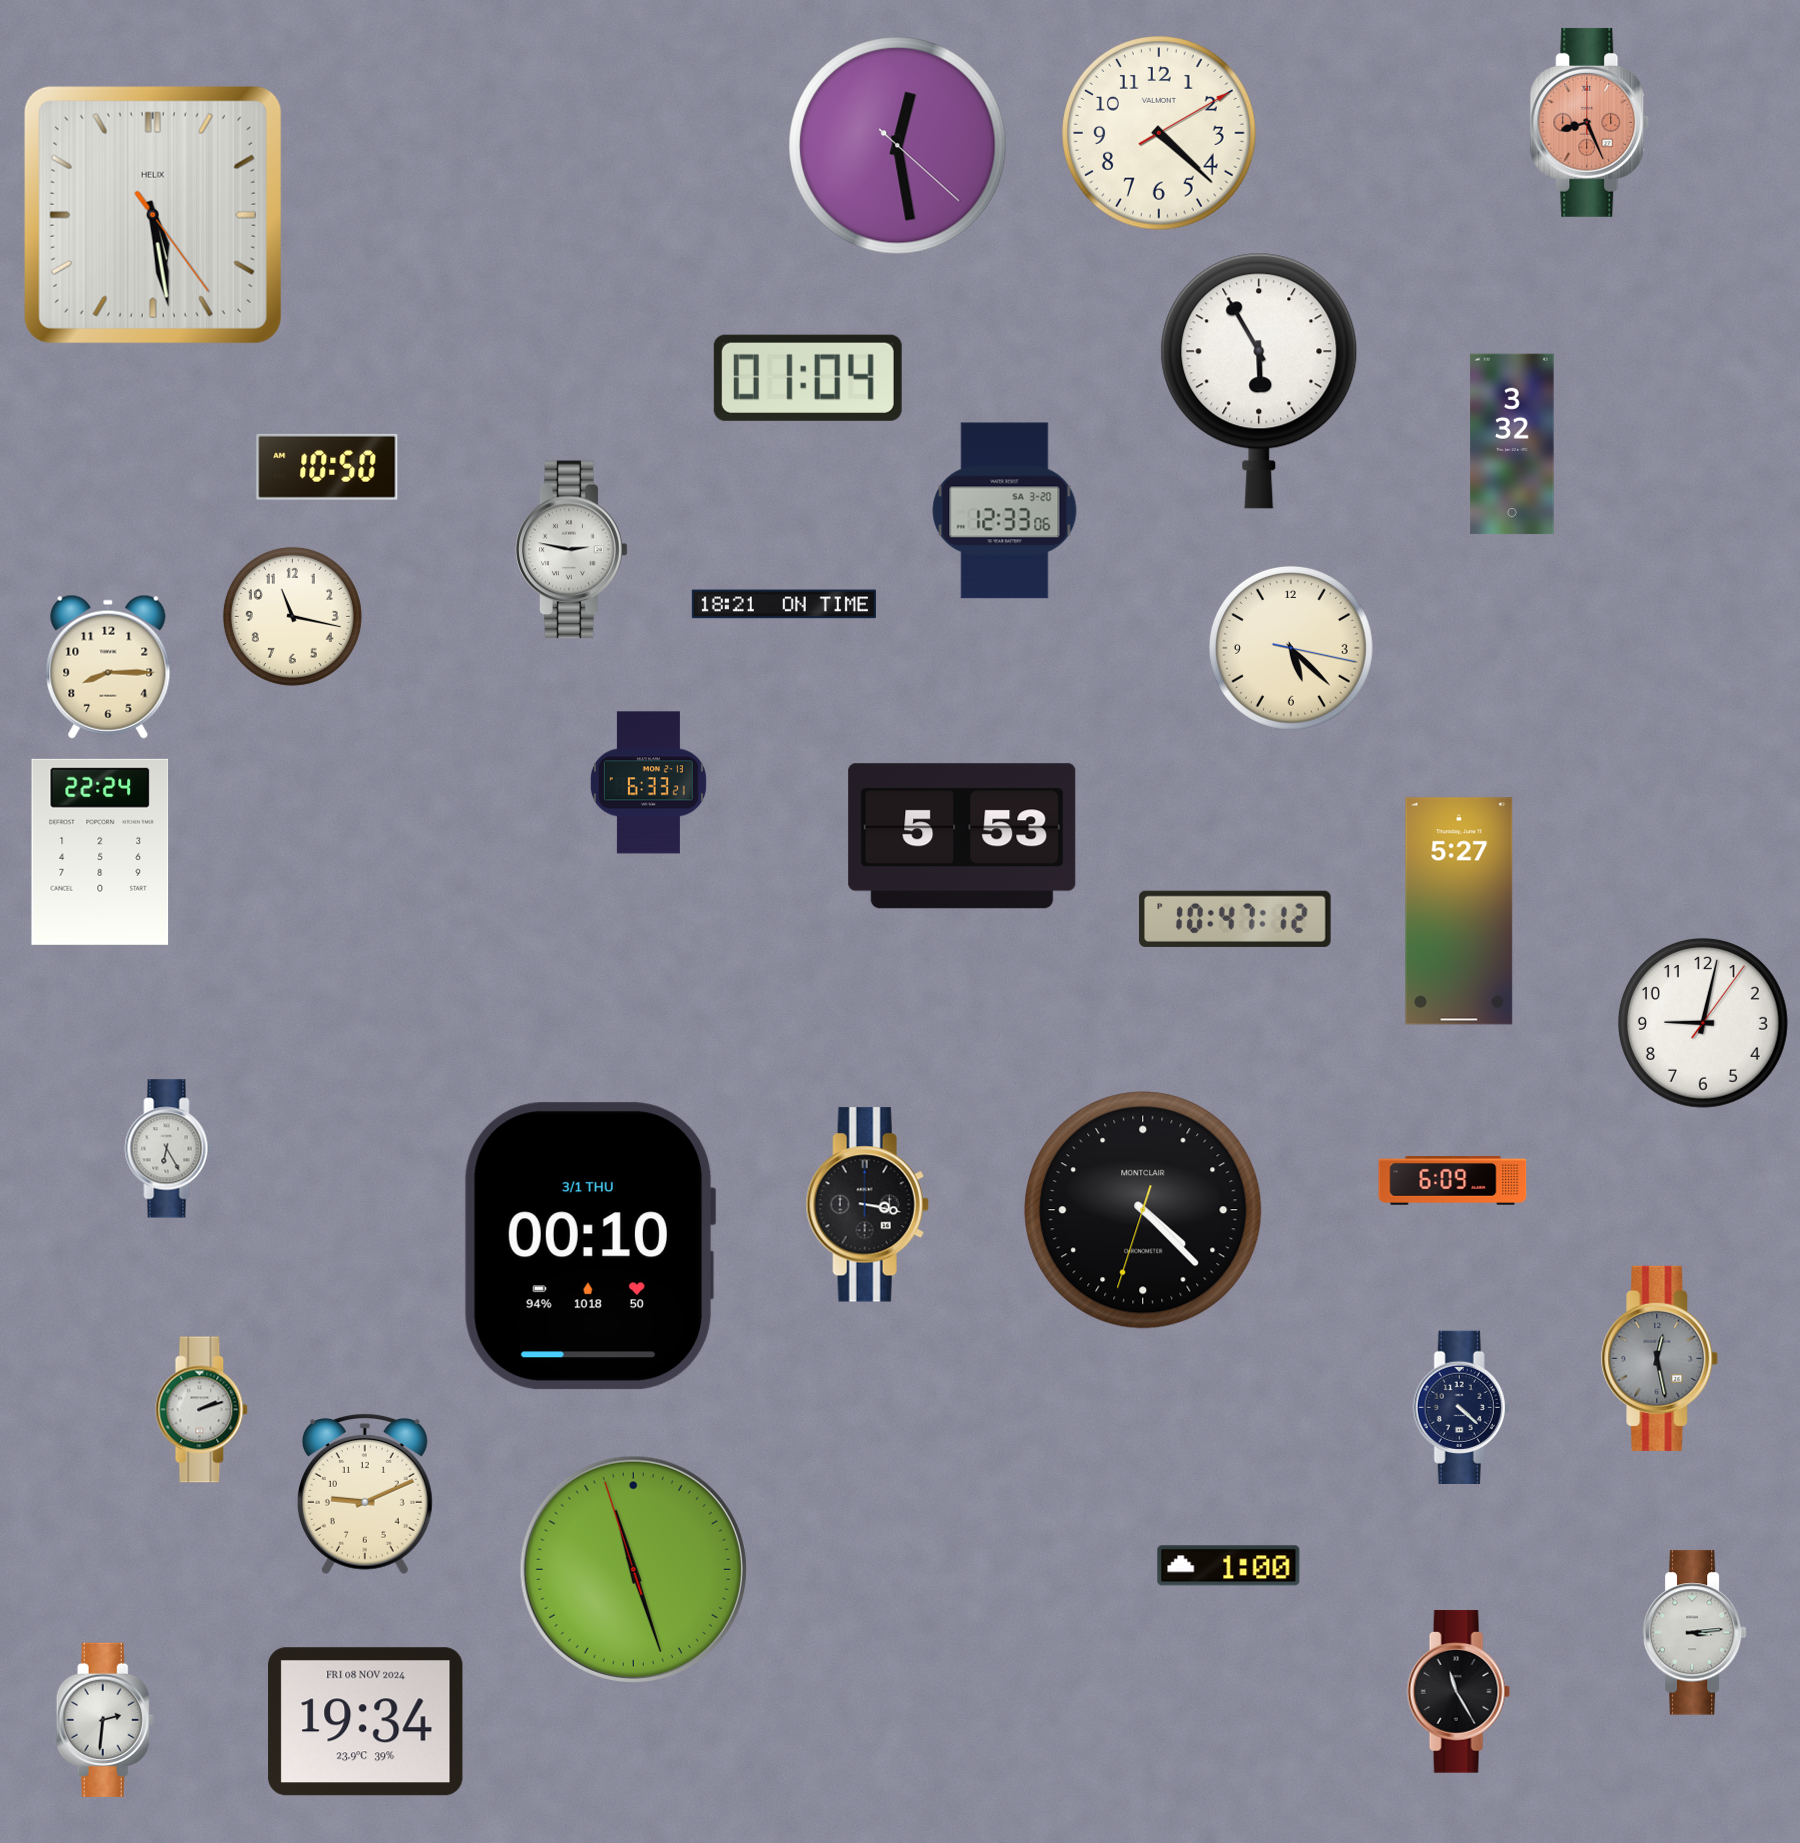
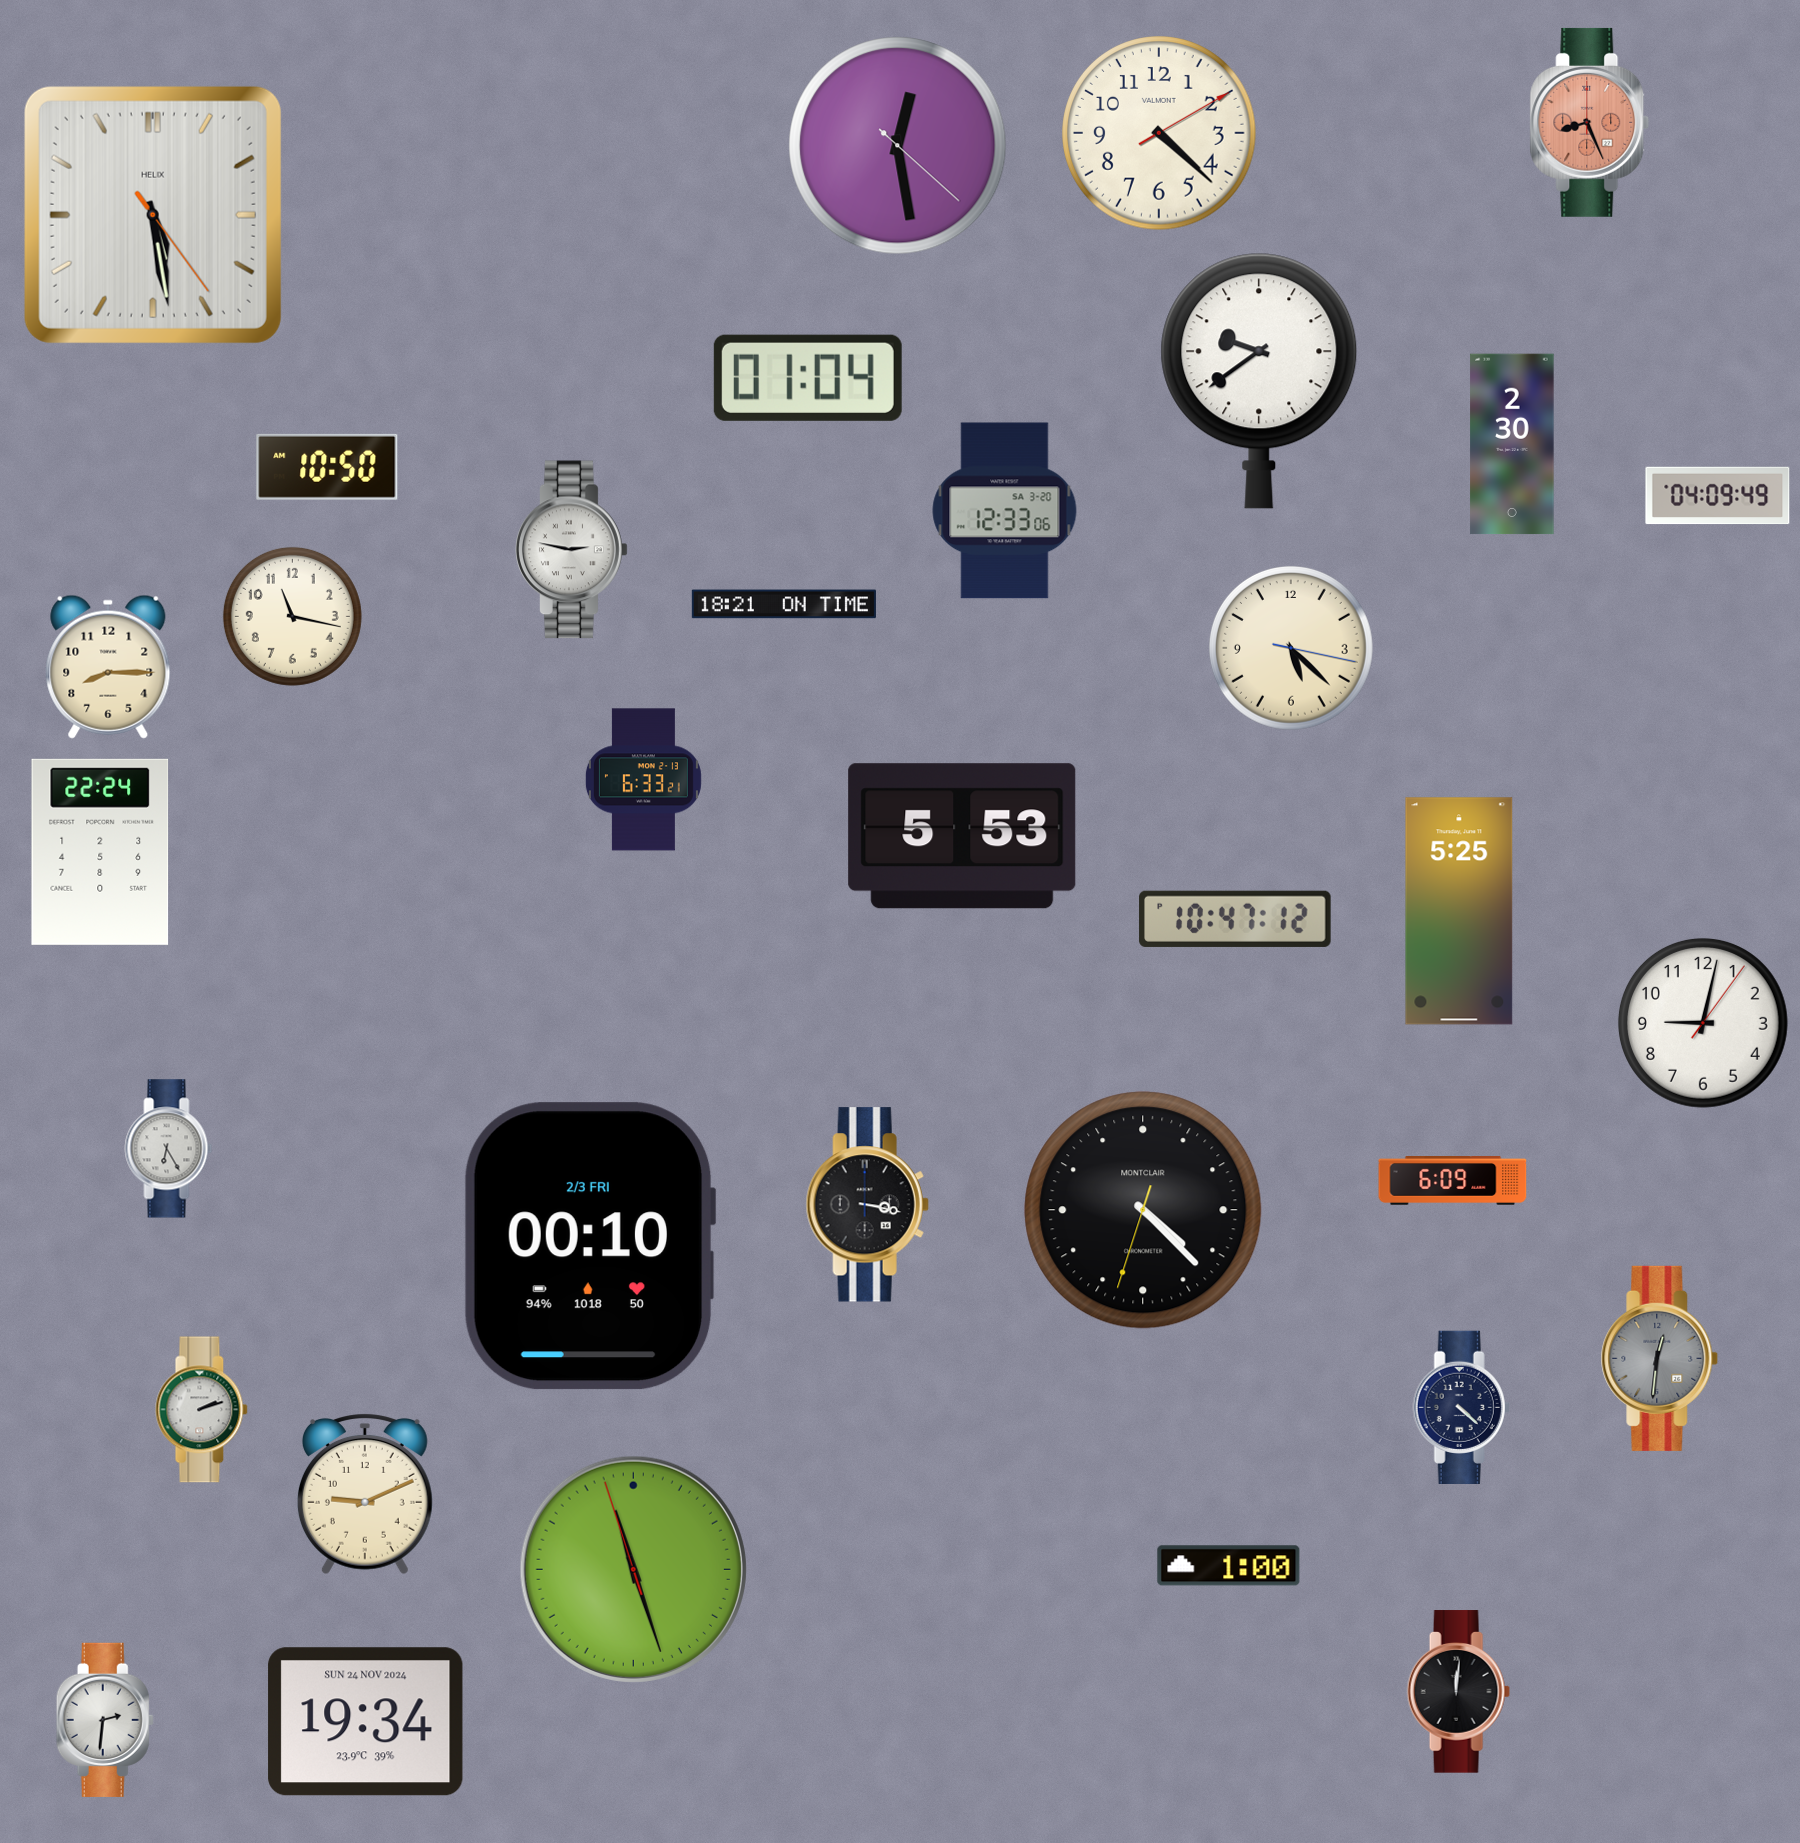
clock at (1259, 381): 5:55 -> 9:39
clock at (1512, 444): 3:32 -> 2:30
clock at (1718, 496): none -> 04:09
clock at (648, 783) position: (648, 783) -> (643, 780)
clock at (1459, 911): 5:27 -> 5:25
clock at (590, 1246) date: 3/1 THU -> 2/3 FRI
clock at (1660, 1358): 12:28 -> 12:31
clock at (1694, 1633): 3:14 -> none
clock at (1458, 1692): 11:25 -> 12:01
clock at (366, 1722) date: FRI 08 NOV 2024 -> SUN 24 NOV 2024
